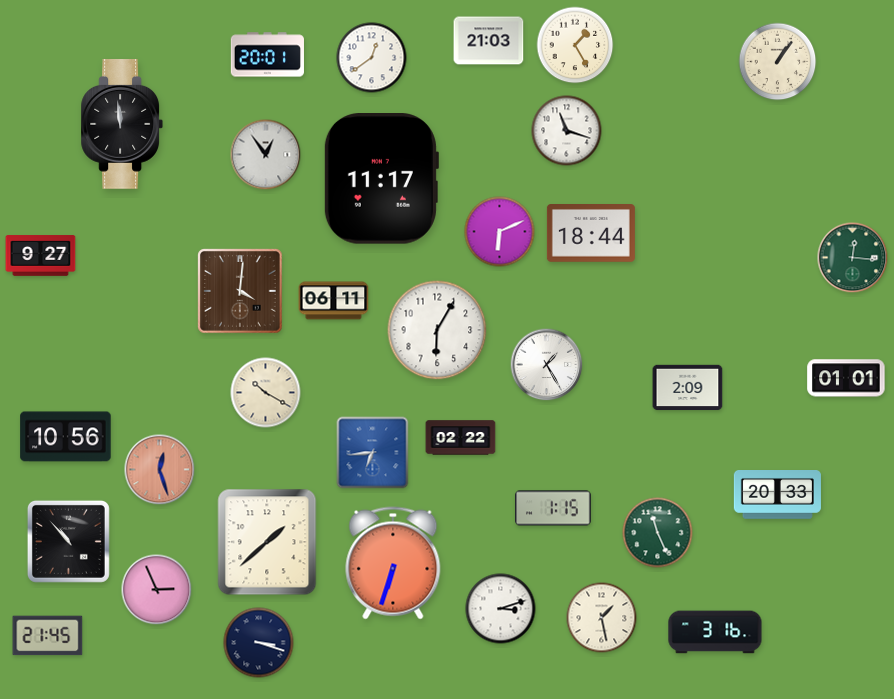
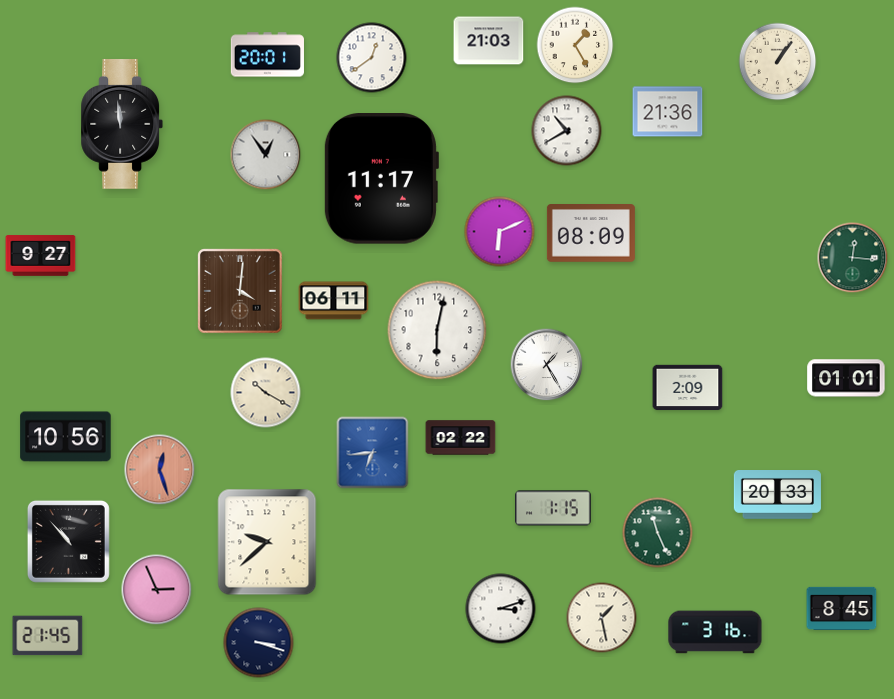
clock at (668, 112): none -> 21:36
clock at (567, 131): 11:18 -> 10:40
clock at (591, 234): 18:44 -> 08:09
clock at (437, 330): 6:05 -> 6:02
clock at (267, 542): 1:38 -> 9:38
clock at (393, 563): 6:33 -> none
clock at (842, 608): none -> 8:45
